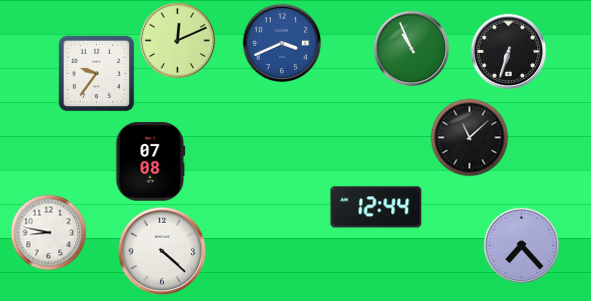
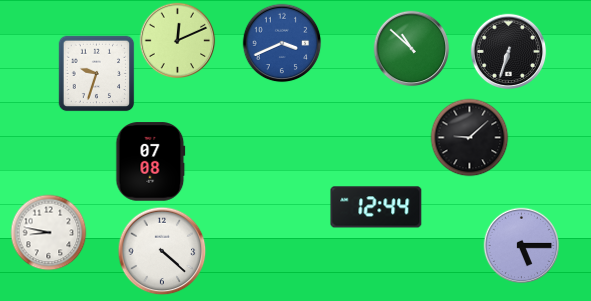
clock at (412, 49): 10:56 -> 10:52
clock at (97, 74): 9:36 -> 9:33
clock at (470, 138): 11:08 -> 9:08
clock at (522, 246): 7:23 -> 5:15
